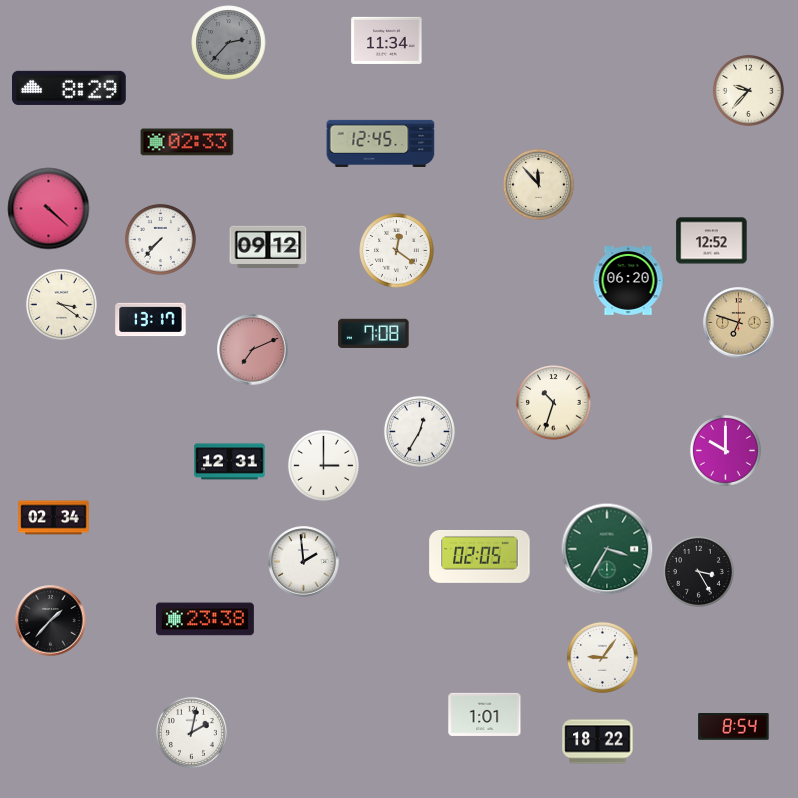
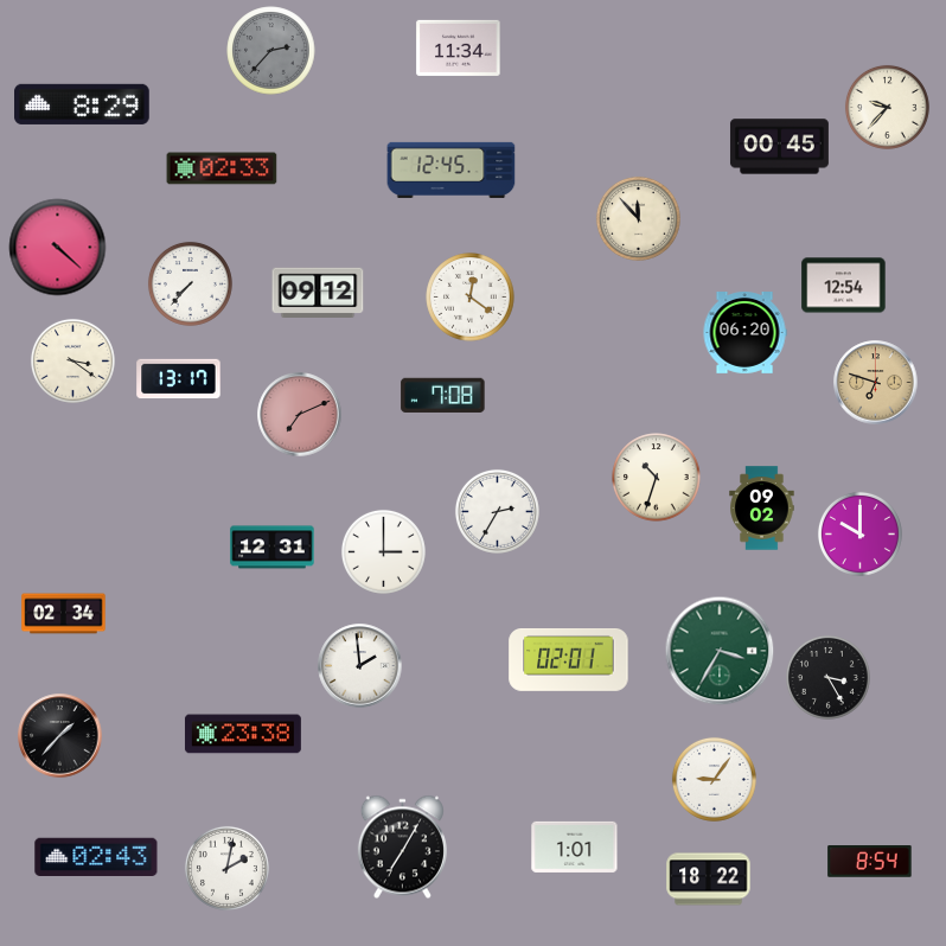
clock at (779, 147): none -> 00:45
clock at (712, 241): 12:52 -> 12:54
clock at (762, 509): none -> 09:02
clock at (419, 431): 12:35 -> 2:35
clock at (480, 557): 02:05 -> 02:01
clock at (402, 848): none -> 7:05
clock at (96, 857): none -> 02:43
